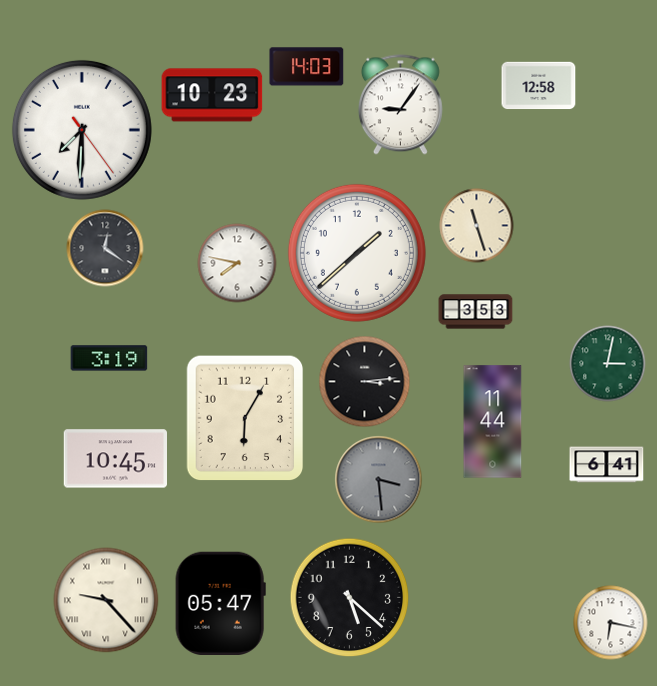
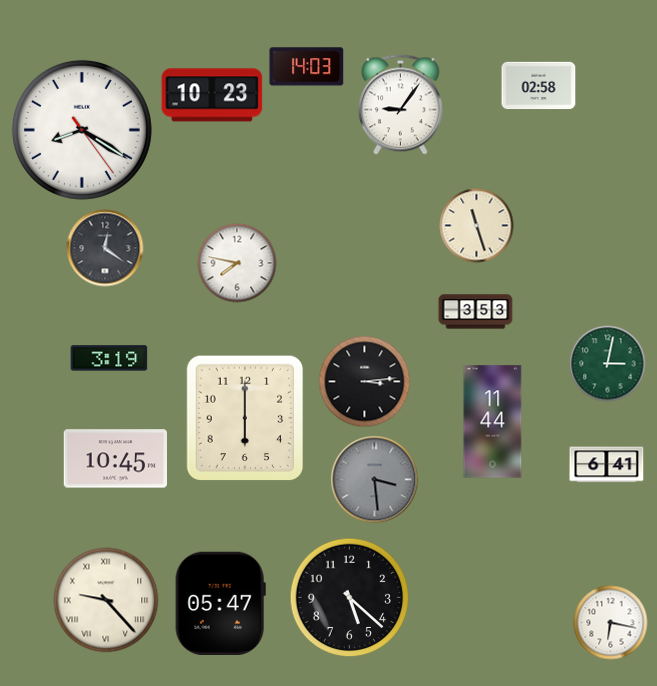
clock at (539, 86): 12:58 -> 02:58
clock at (82, 130): 7:30 -> 8:20
clock at (357, 253): 1:38 -> none
clock at (245, 418): 6:05 -> 6:00
clock at (379, 480) position: (379, 480) -> (375, 480)
